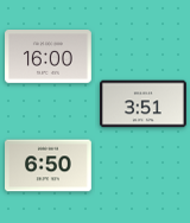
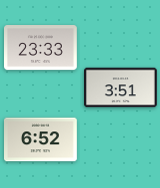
clock at (49, 57): 16:00 -> 23:33
clock at (49, 166): 6:50 -> 6:52
